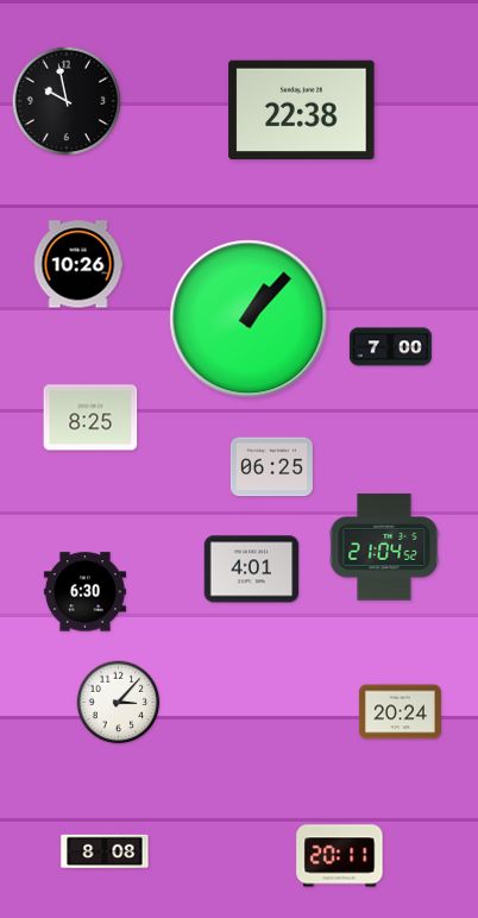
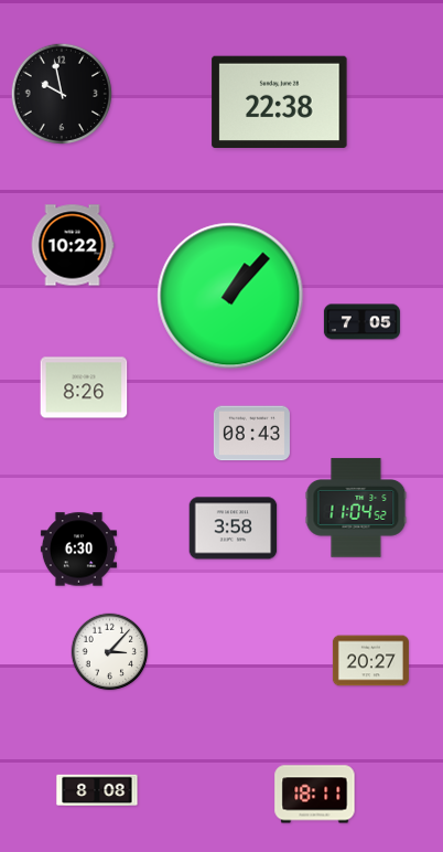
clock at (78, 264): 10:26 -> 10:22
clock at (390, 347): 7:00 -> 7:05
clock at (90, 417): 8:25 -> 8:26
clock at (271, 467): 06:25 -> 08:43
clock at (384, 547): 21:04 -> 11:04
clock at (252, 570): 4:01 -> 3:58
clock at (400, 712): 20:24 -> 20:27
clock at (340, 856): 20:11 -> 18:11
